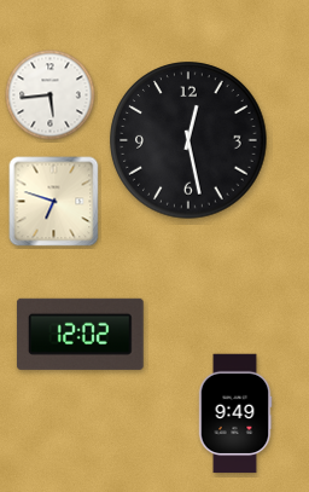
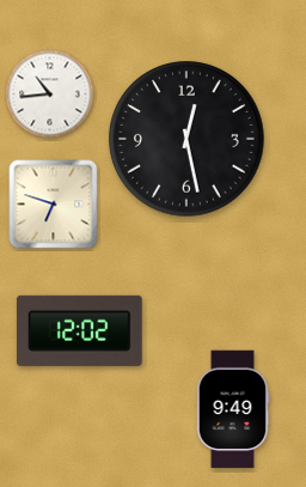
clock at (51, 95): 5:44 -> 10:44
clock at (54, 202) position: (54, 202) -> (54, 205)
